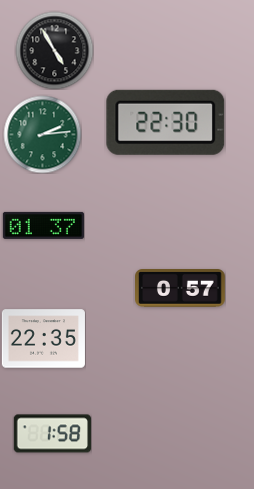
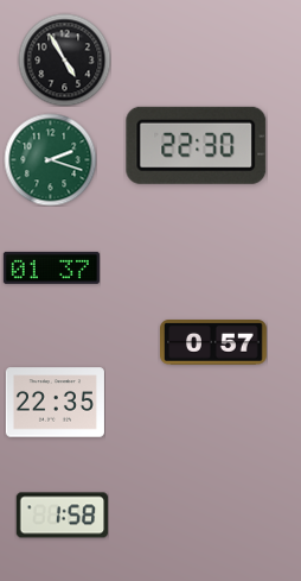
clock at (42, 134): 2:14 -> 2:18
clock at (43, 339) position: (43, 339) -> (55, 403)
